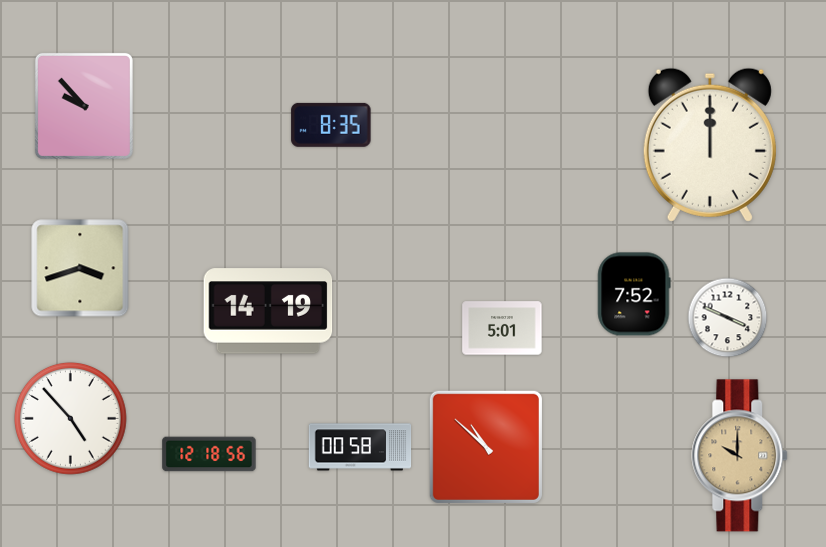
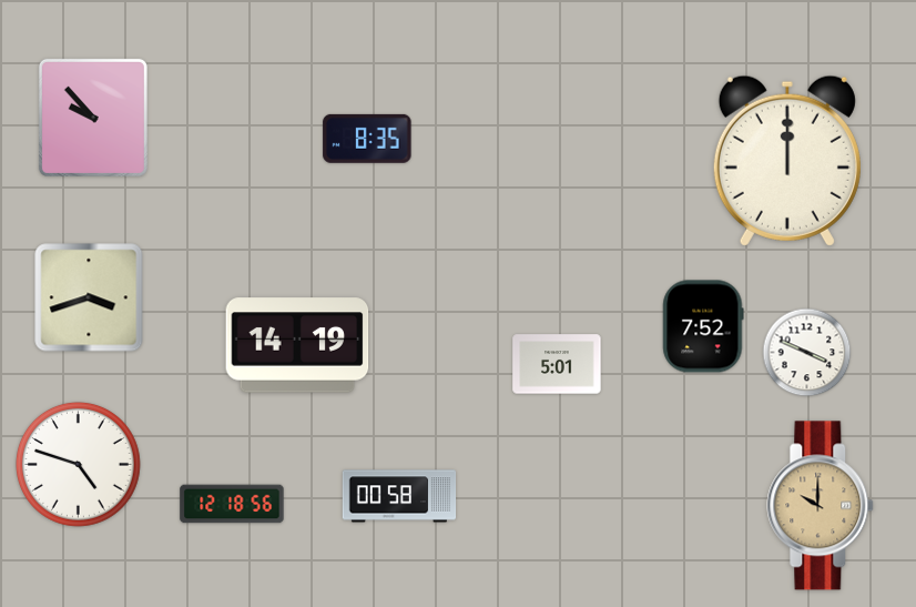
clock at (70, 418): 4:53 -> 4:48
clock at (486, 447): 10:52 -> none
